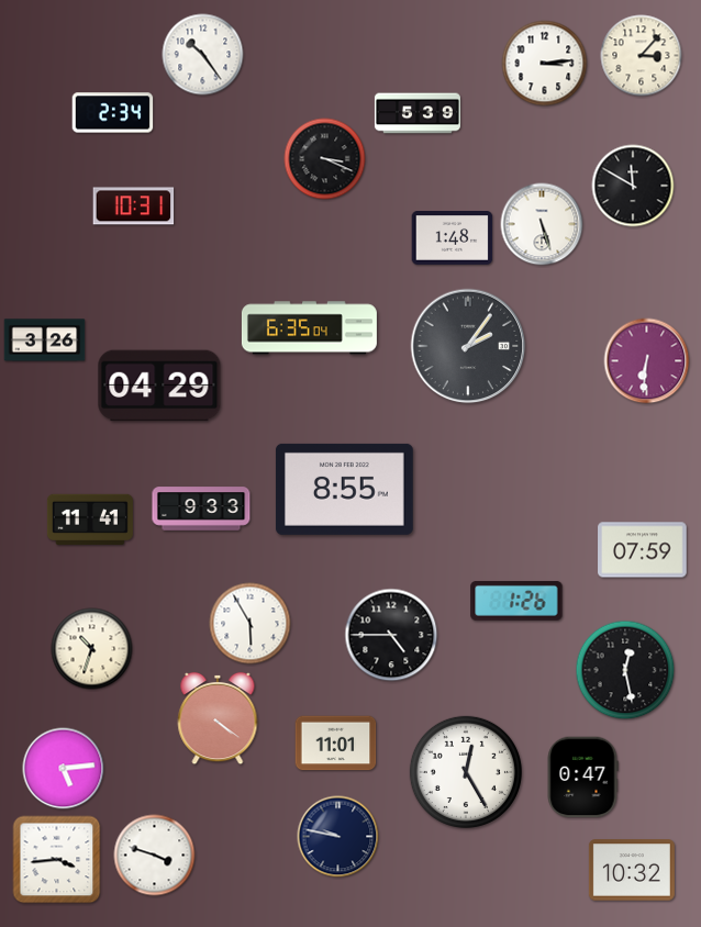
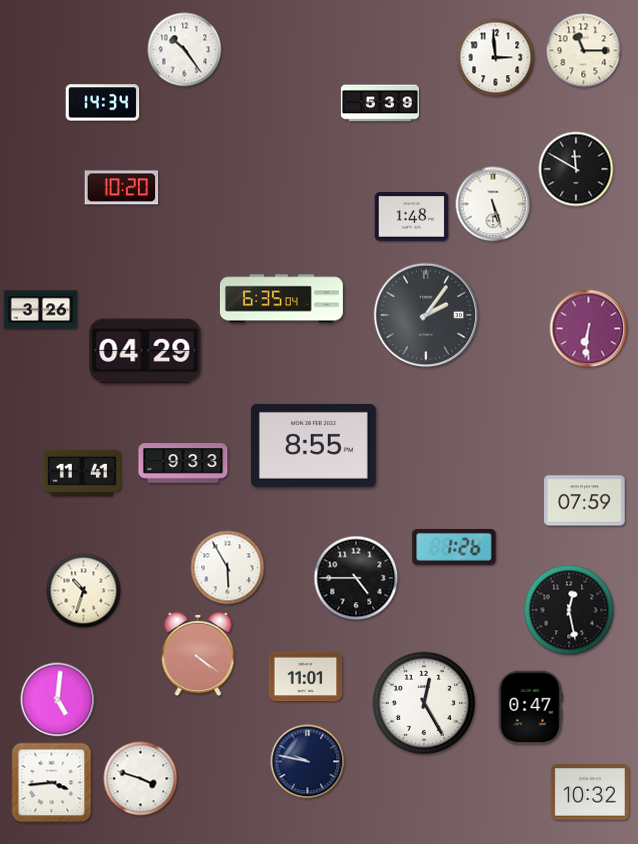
clock at (642, 56): 3:07 -> 11:15
clock at (545, 64): 3:14 -> 2:59
clock at (113, 113): 2:34 -> 14:34
clock at (325, 159): 3:19 -> none
clock at (134, 206): 10:31 -> 10:20
clock at (516, 601) position: (516, 601) -> (454, 547)
clock at (64, 769): 5:14 -> 5:01
clock at (632, 870) position: (632, 870) -> (590, 792)
